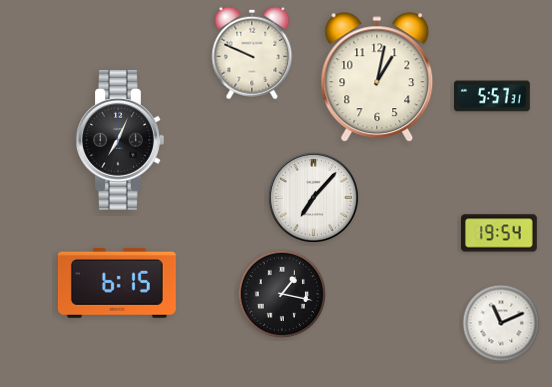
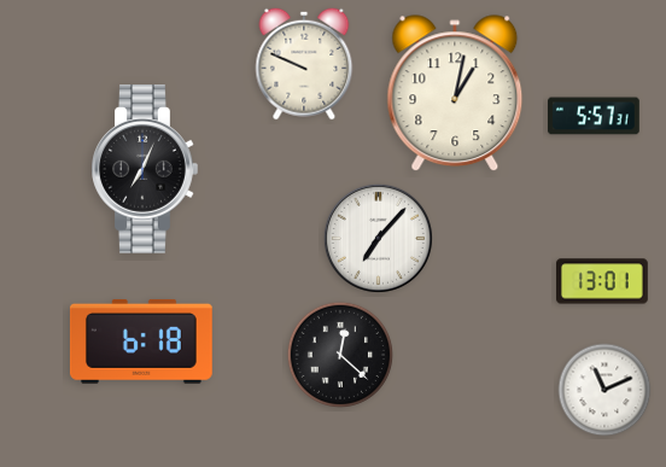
clock at (500, 233): 19:54 -> 13:01
clock at (117, 283): 6:15 -> 6:18
clock at (281, 293): 1:17 -> 12:22
